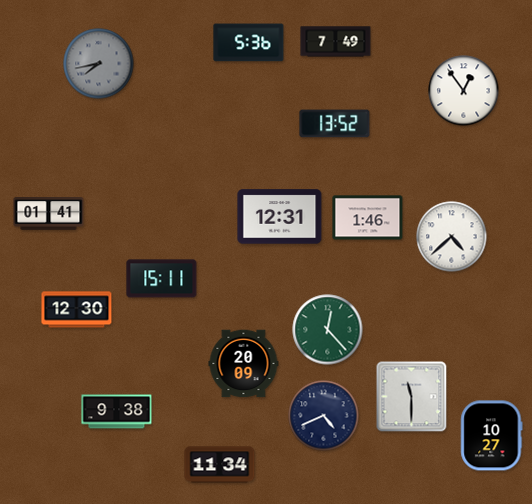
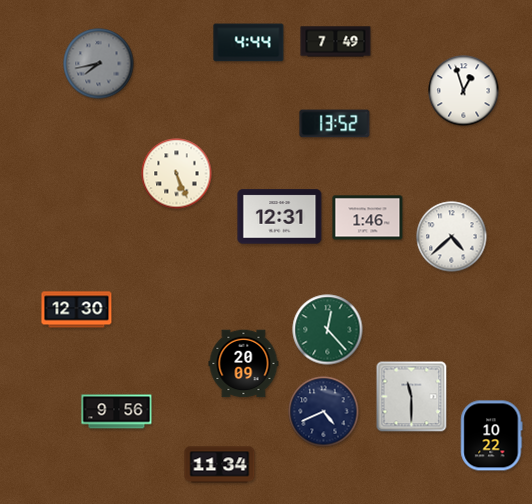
clock at (249, 43): 5:36 -> 4:44
clock at (464, 91): 12:54 -> 12:57
clock at (177, 174): none -> 5:26
clock at (49, 214): 01:41 -> none
clock at (162, 279): 15:11 -> none
clock at (117, 412): 9:38 -> 9:56
clock at (324, 416) position: (324, 416) -> (324, 412)
clock at (492, 436): 10:27 -> 10:22
